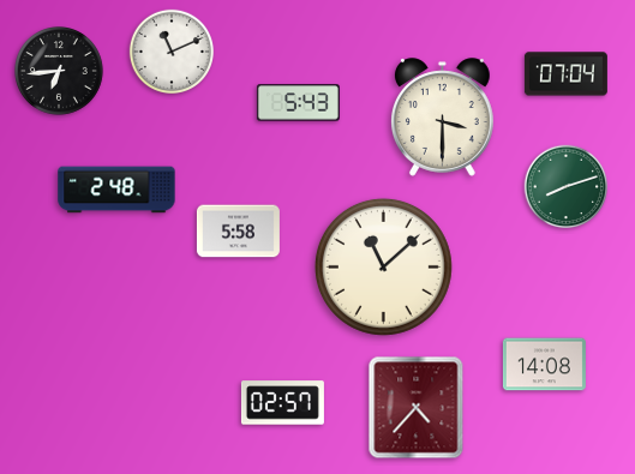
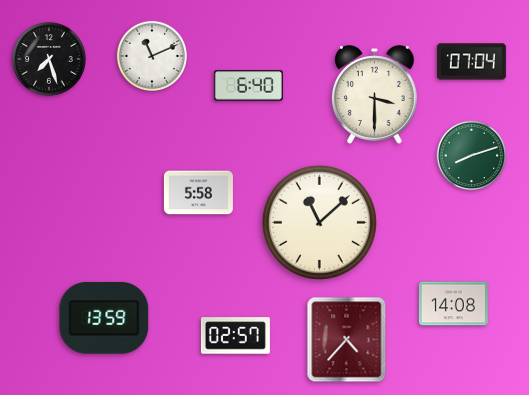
clock at (170, 50) position: (170, 50) -> (151, 55)
clock at (60, 72): 6:44 -> 7:27
clock at (298, 103): 5:43 -> 6:40
clock at (443, 118) position: (443, 118) -> (375, 95)
clock at (116, 190): 2:48 -> none
clock at (104, 319): none -> 13:59
